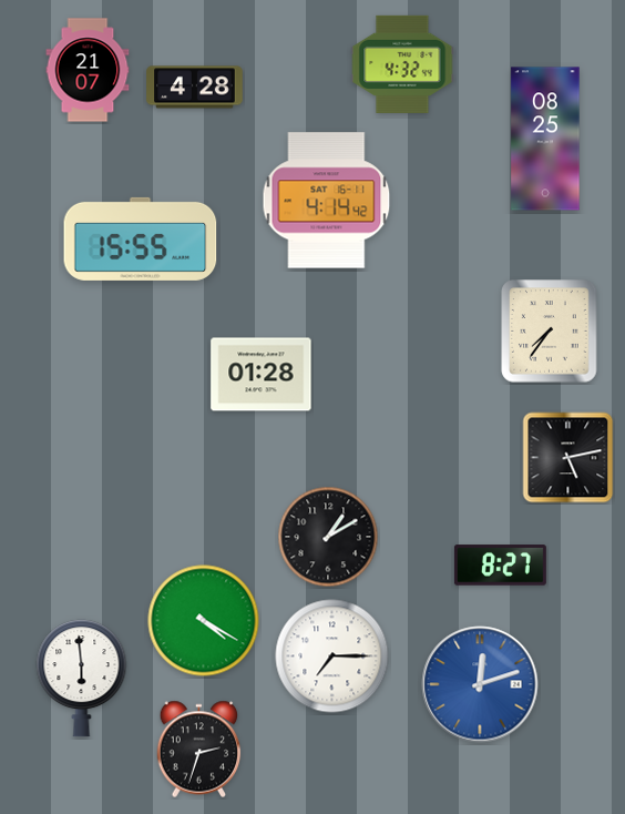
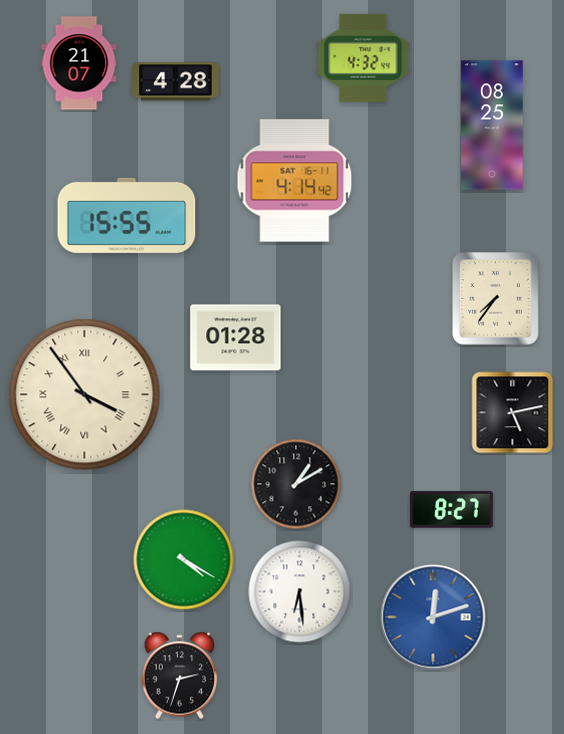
clock at (195, 88) position: (195, 88) -> (176, 82)
clock at (85, 395): none -> 3:54
clock at (332, 657): 7:15 -> 6:29
clock at (82, 679): 5:59 -> none
